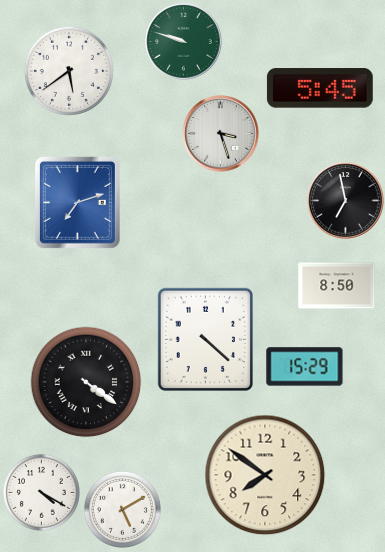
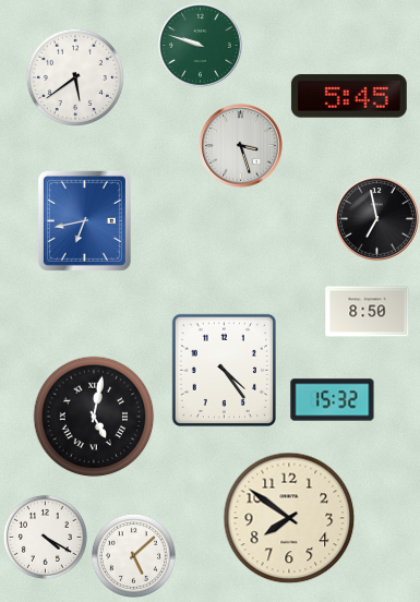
clock at (77, 202): 7:12 -> 6:43
clock at (205, 339): 4:22 -> 4:24
clock at (305, 367): 15:29 -> 15:32
clock at (86, 382): 4:21 -> 5:02
clock at (122, 509): 5:10 -> 5:08
